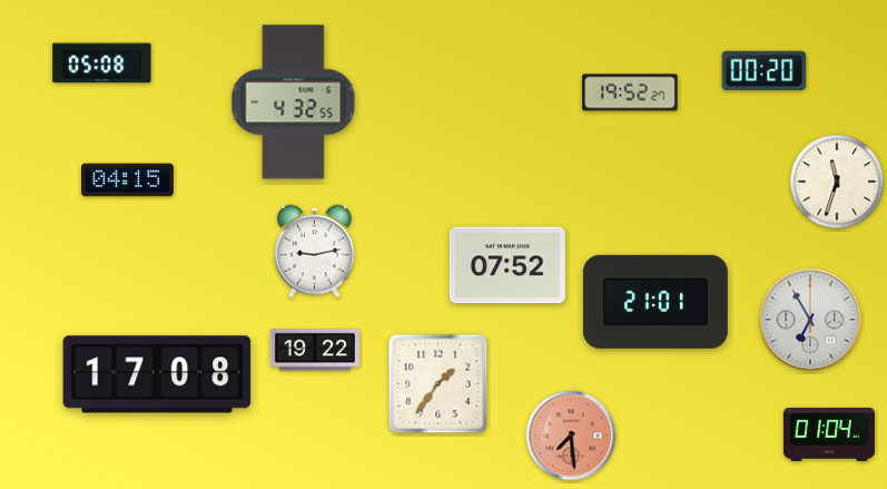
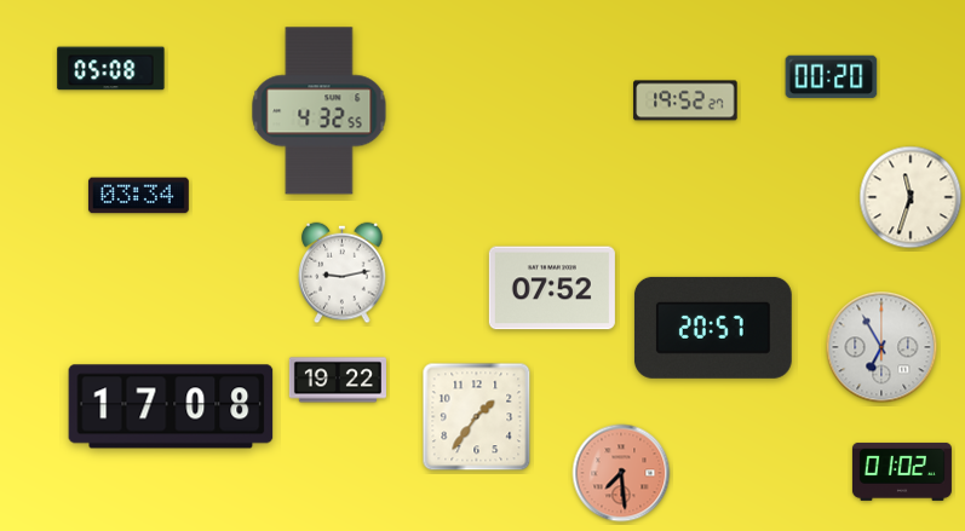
clock at (127, 180): 04:15 -> 03:34
clock at (656, 302): 21:01 -> 20:57
clock at (315, 350) position: (315, 350) -> (338, 380)
clock at (829, 434): 01:04 -> 01:02
